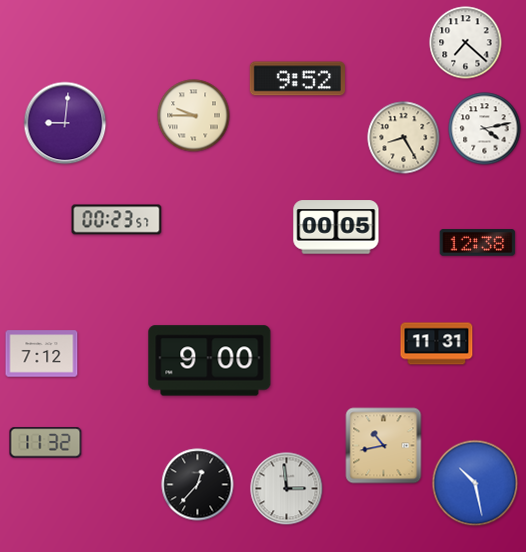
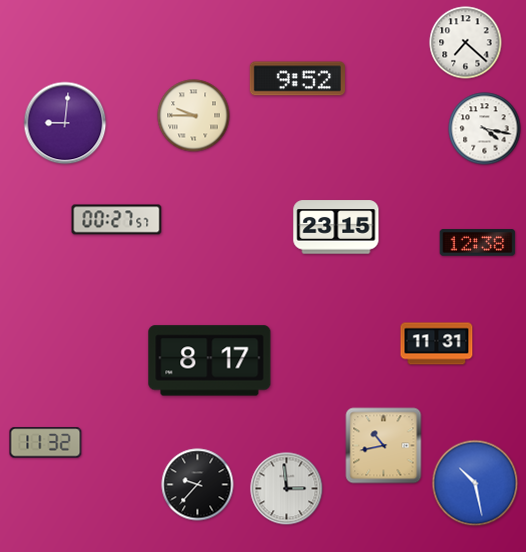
clock at (485, 129): 4:13 -> 4:17
clock at (404, 138): 8:25 -> none
clock at (117, 220): 00:23 -> 00:27
clock at (336, 227): 00:05 -> 23:15
clock at (42, 354): 7:12 -> none
clock at (210, 361): 9:00 -> 8:17
clock at (198, 485): 12:37 -> 9:37
